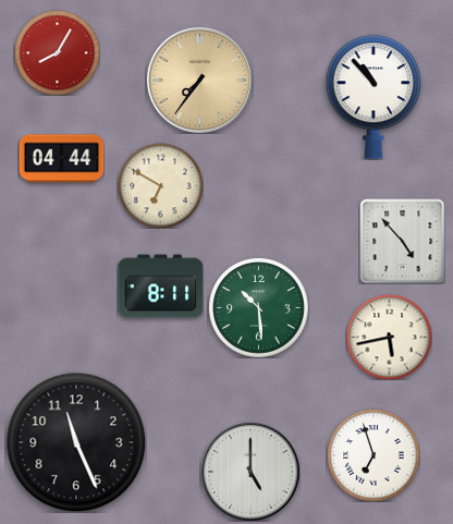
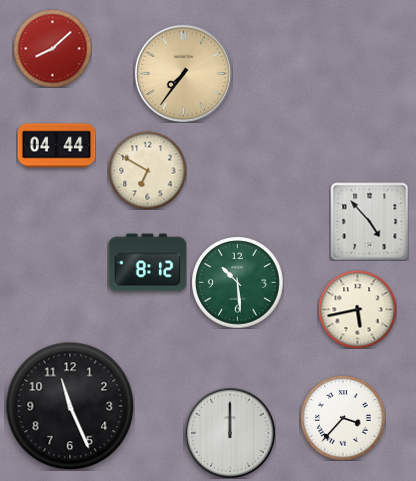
clock at (57, 52): 8:05 -> 8:08
clock at (374, 97): 10:53 -> none
clock at (160, 287): 8:11 -> 8:12
clock at (374, 455): 6:57 -> 3:37
clock at (250, 472): 5:00 -> 12:00
